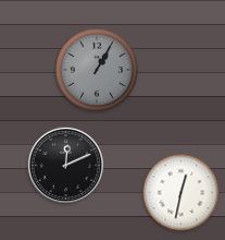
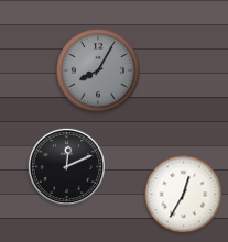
clock at (97, 70): 1:05 -> 8:05
clock at (182, 193): 12:32 -> 12:35
